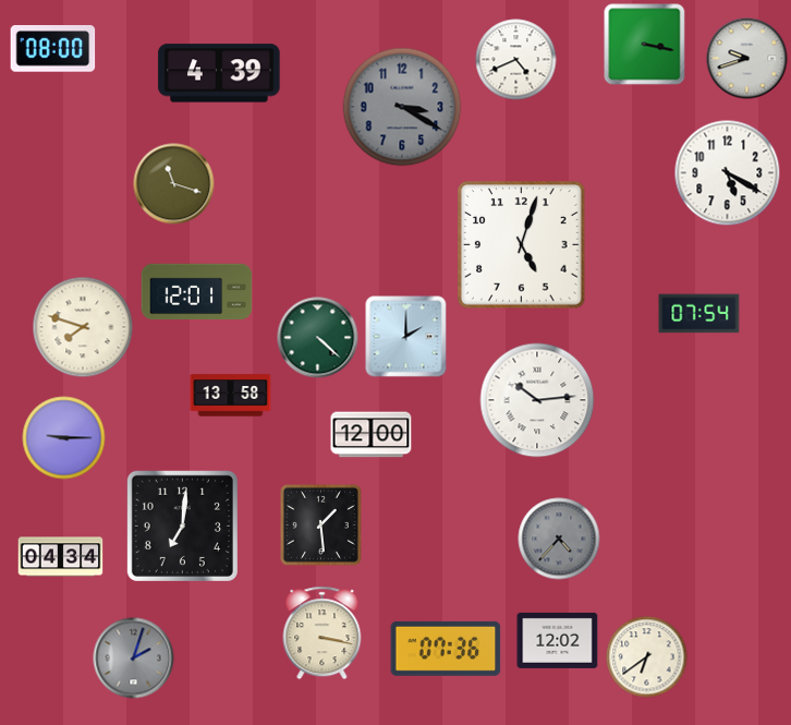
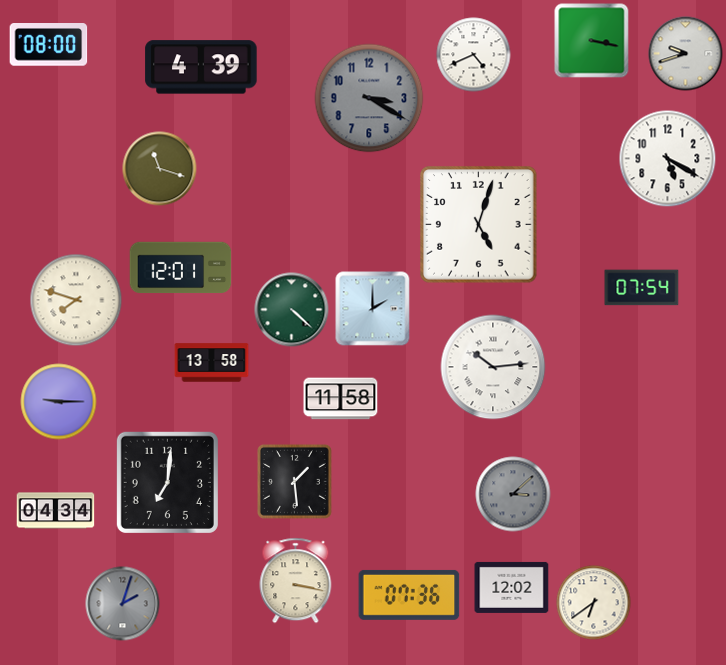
clock at (372, 435): 12:00 -> 11:58
clock at (559, 539): 4:37 -> 3:08
